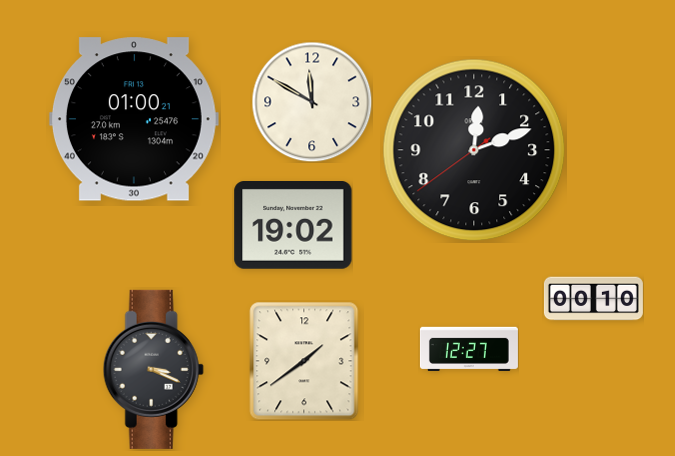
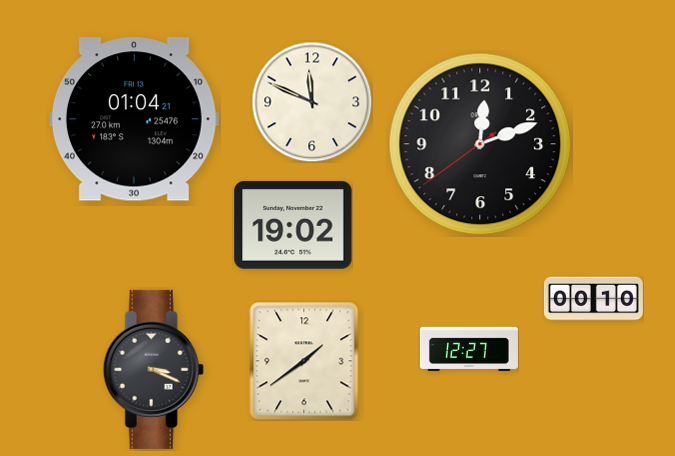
clock at (312, 102): 11:50 -> 11:49
clock at (134, 119): 01:00 -> 01:04
clock at (474, 150) position: (474, 150) -> (480, 144)
